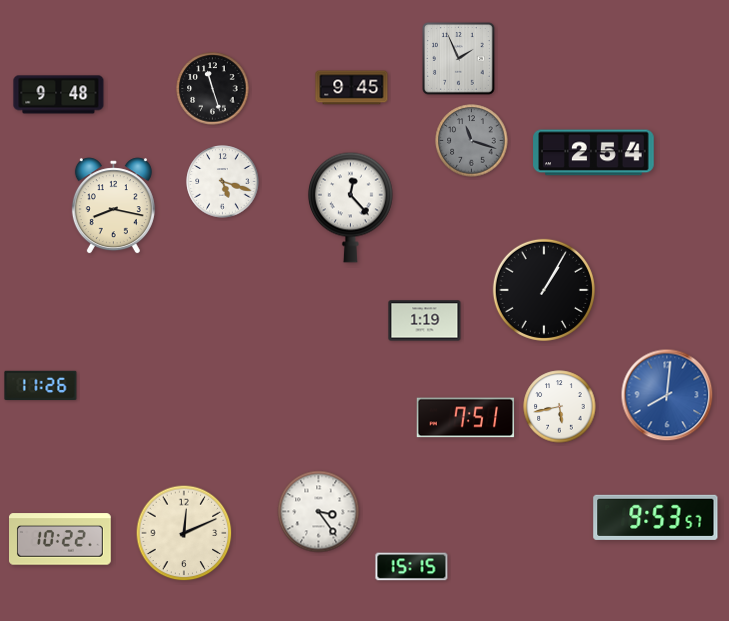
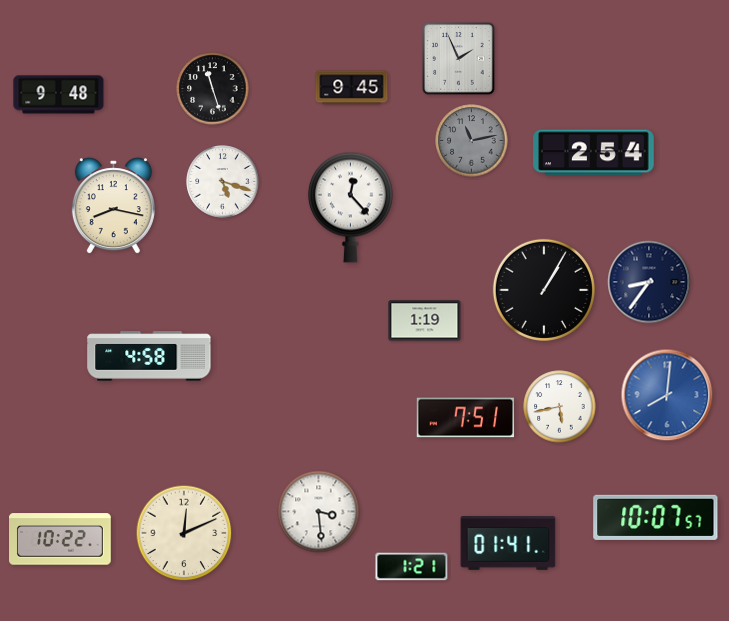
clock at (472, 141): 11:18 -> 11:13
clock at (649, 282): none -> 8:36
clock at (149, 356): none -> 4:58
clock at (41, 386): 11:26 -> none
clock at (319, 512): 3:24 -> 3:29
clock at (656, 517): 9:53 -> 10:07
clock at (508, 543): none -> 01:41
clock at (412, 567): 15:15 -> 1:21
